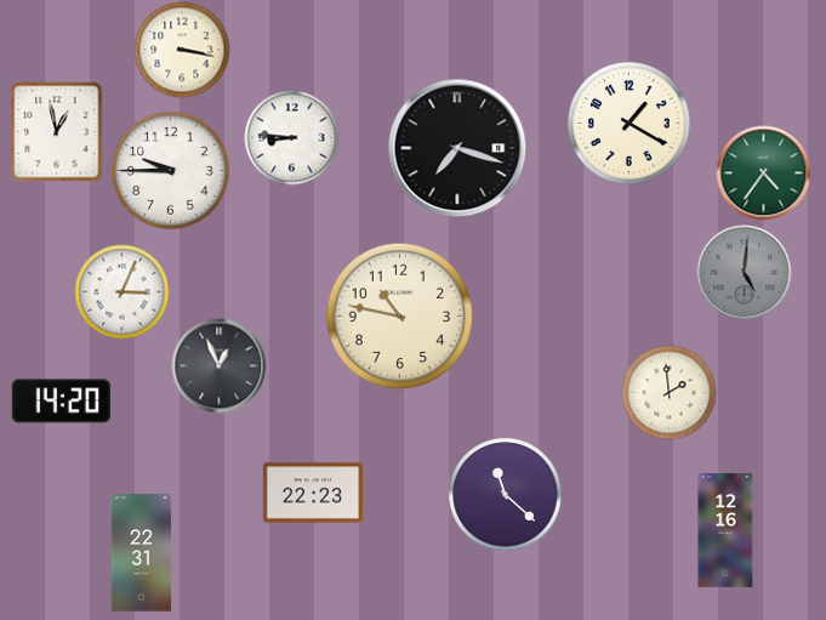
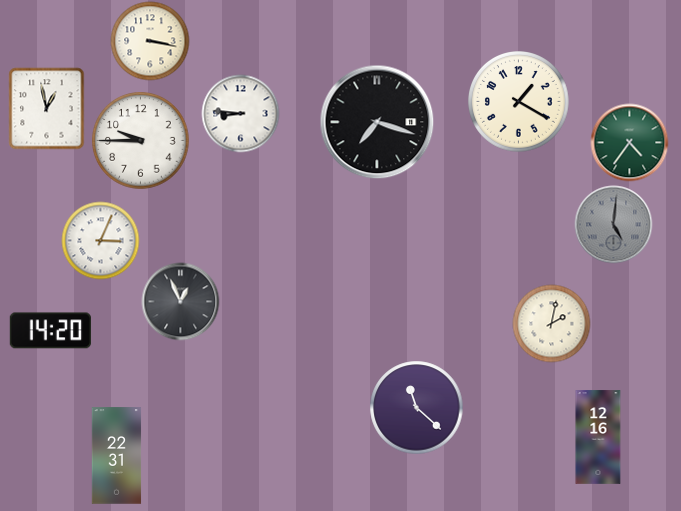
clock at (399, 315): 10:47 -> none
clock at (668, 392): 1:59 -> 2:02
clock at (313, 493): 22:23 -> none
